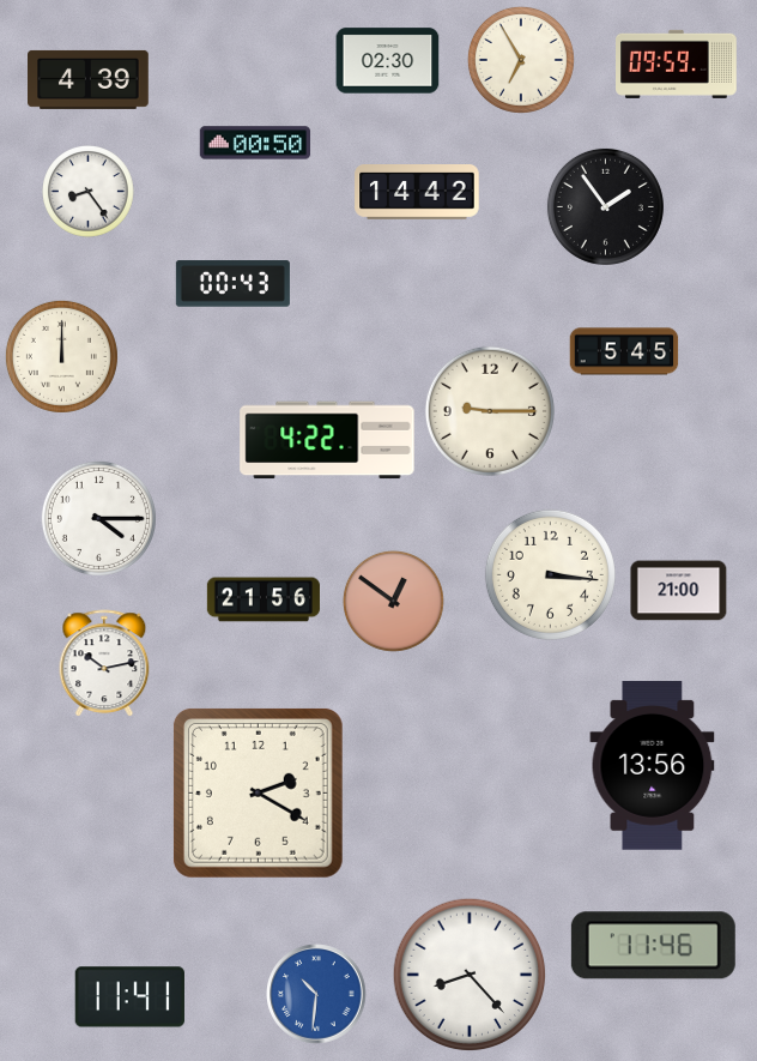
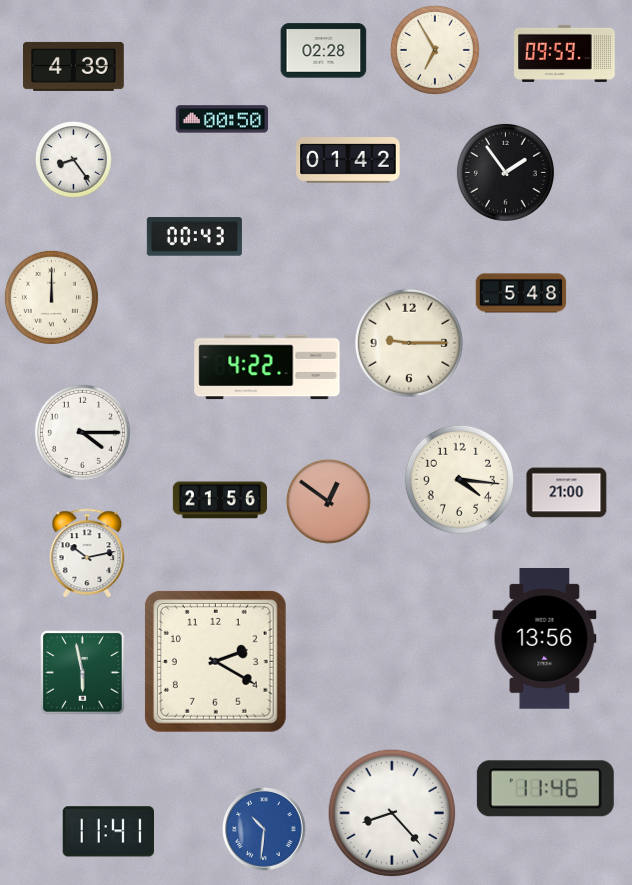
clock at (388, 61): 02:30 -> 02:28
clock at (255, 143) position: (255, 143) -> (222, 119)
clock at (417, 193): 14:42 -> 01:42
clock at (624, 351): 5:45 -> 5:48
clock at (327, 440) position: (327, 440) -> (267, 367)
clock at (550, 574): 3:16 -> 4:16
clock at (83, 673): none -> 5:58
